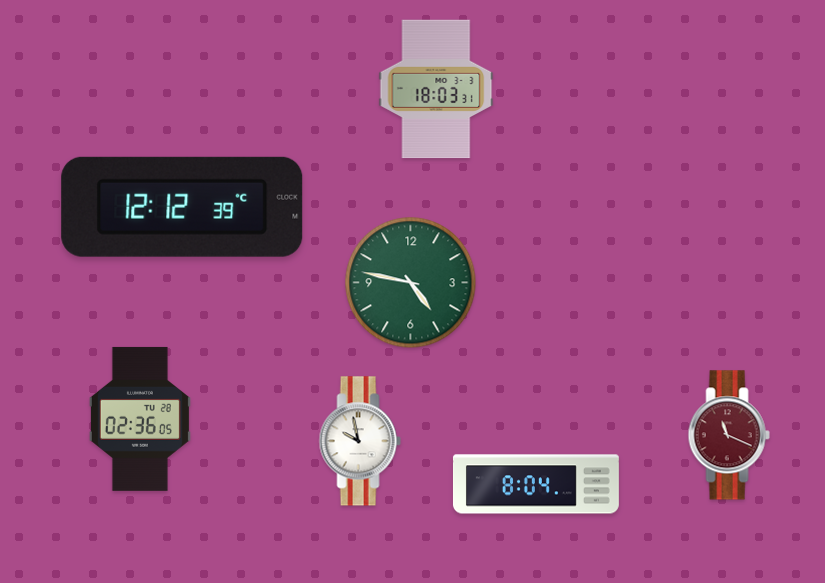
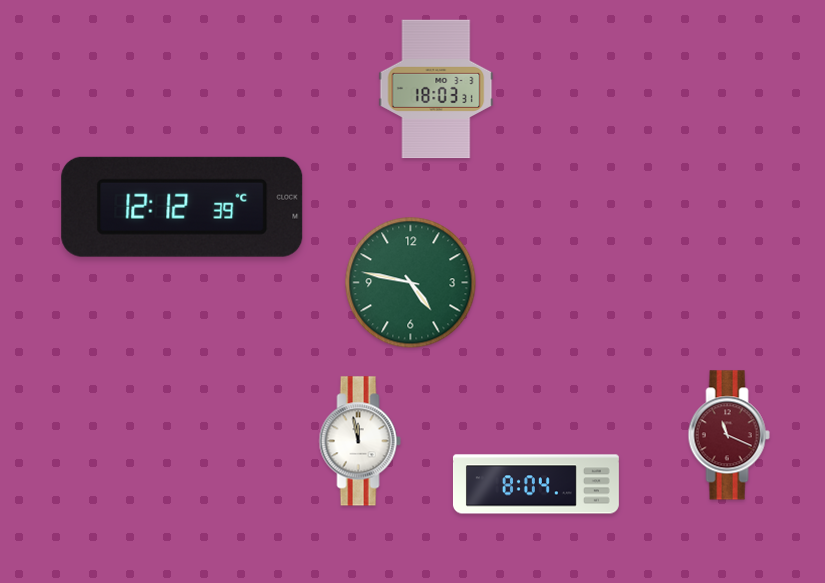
clock at (140, 419): 02:36 -> none
clock at (360, 441): 9:58 -> 11:58
